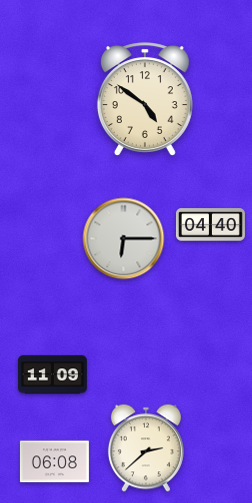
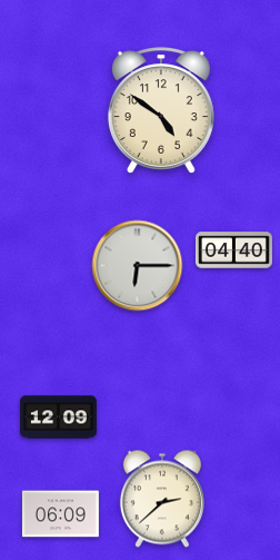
clock at (52, 375): 11:09 -> 12:09
clock at (54, 462): 06:08 -> 06:09
